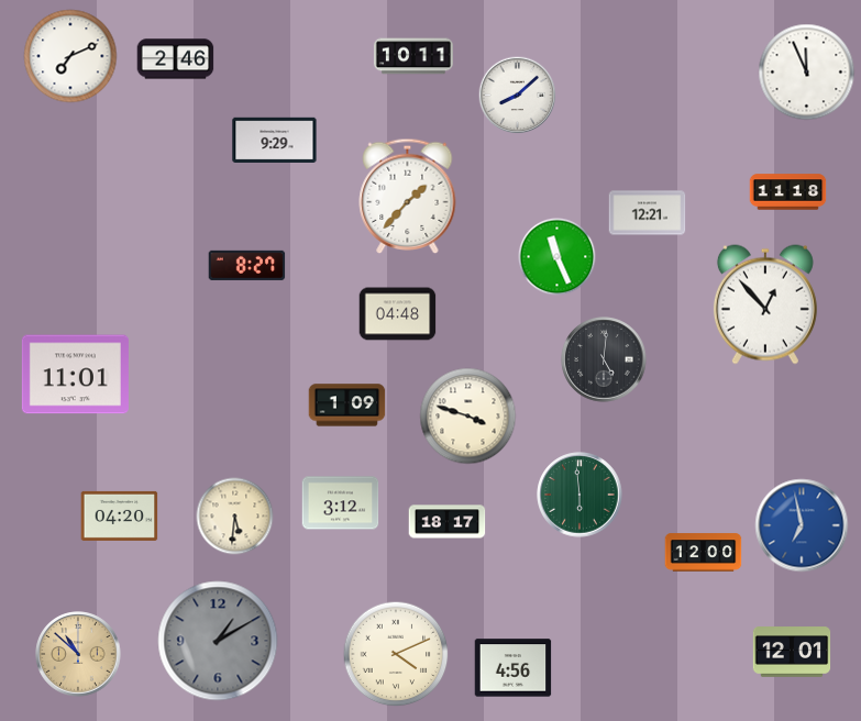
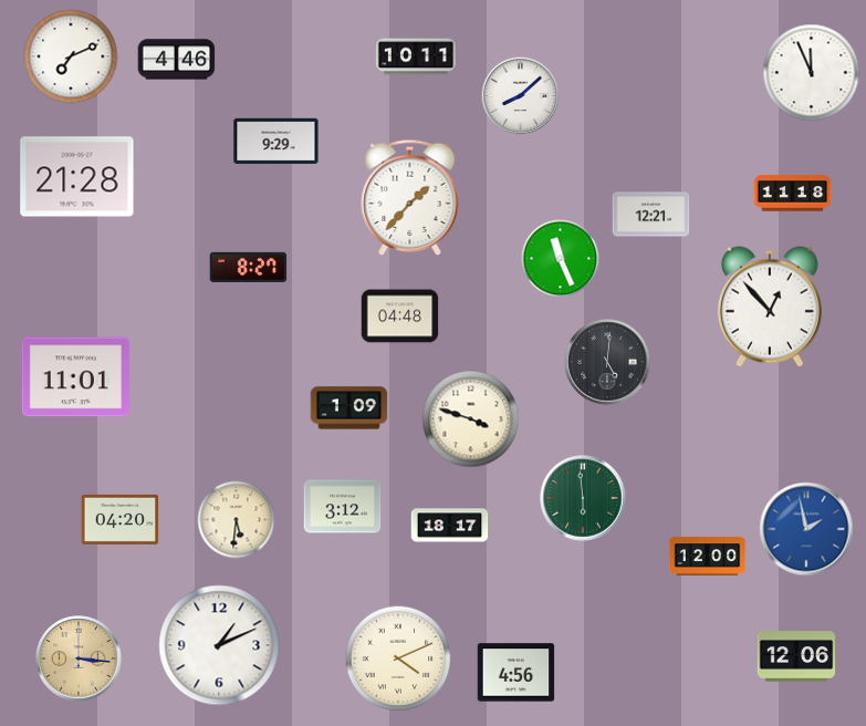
clock at (176, 59): 2:46 -> 4:46
clock at (77, 177): none -> 21:28
clock at (802, 525): 6:58 -> 1:58
clock at (218, 641): 1:10 -> 1:11
clock at (218, 641) dial: grey -> white
clock at (792, 652): 12:01 -> 12:06
clock at (78, 654): 10:52 -> 3:16
